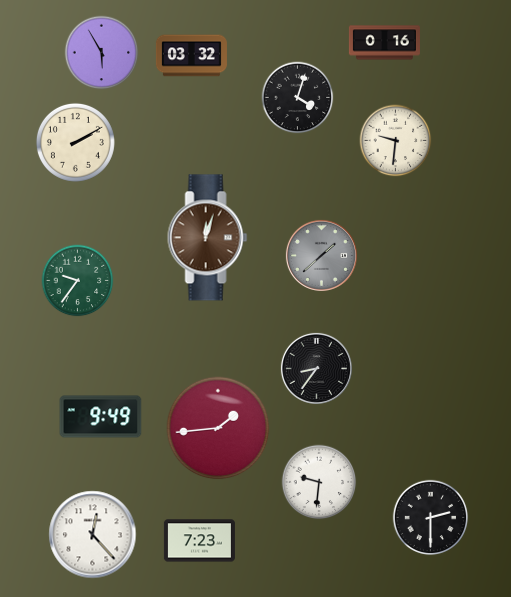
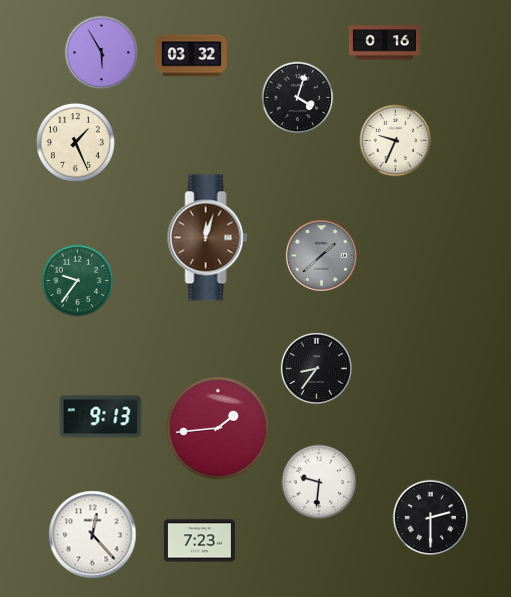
clock at (396, 141): 9:31 -> 9:34
clock at (75, 142): 2:10 -> 1:26
clock at (101, 417): 9:49 -> 9:13
